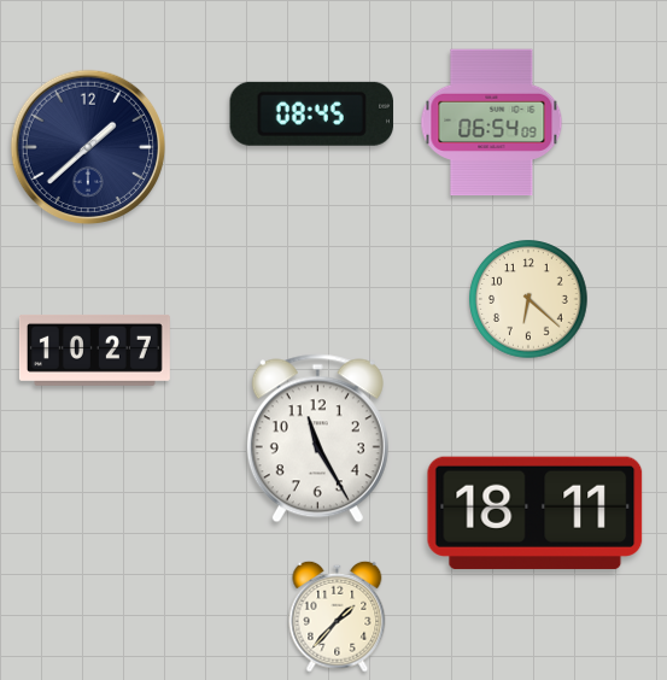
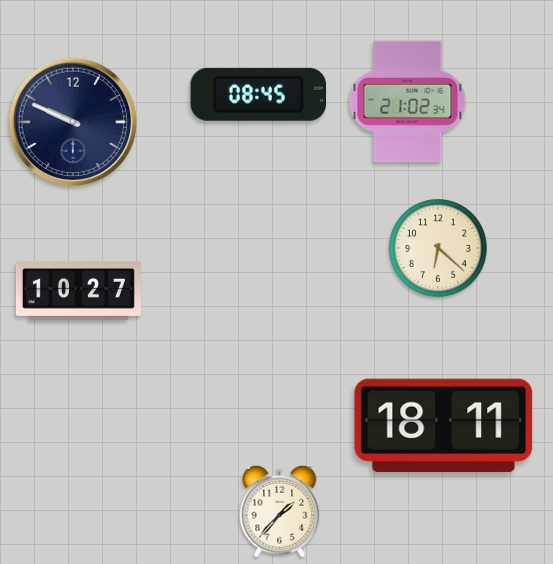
clock at (492, 123): 06:54 -> 21:02
clock at (88, 147): 1:38 -> 9:49
clock at (317, 439): 11:25 -> none
